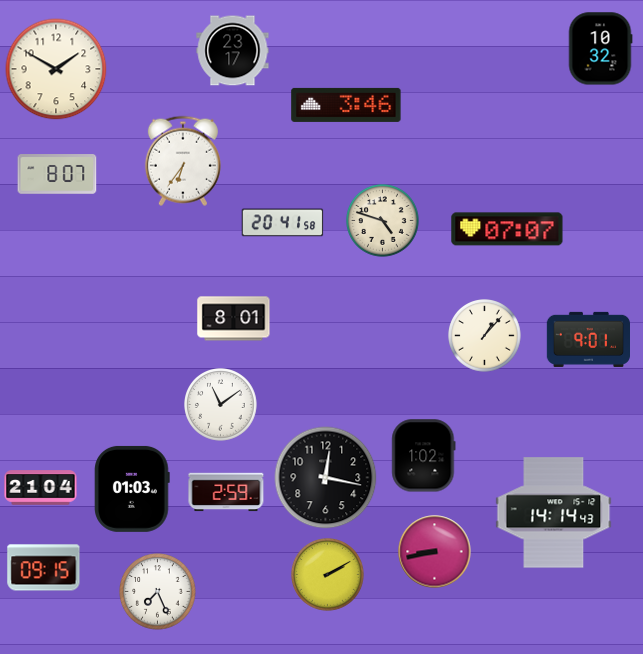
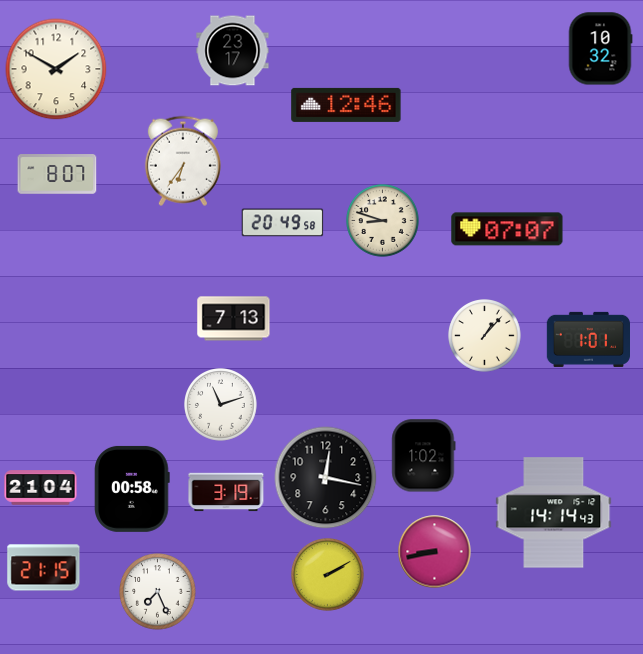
clock at (346, 105): 3:46 -> 12:46
clock at (383, 221): 4:48 -> 8:48
clock at (283, 223): 20:41 -> 20:49
clock at (234, 319): 8:01 -> 7:13
clock at (588, 339): 9:01 -> 1:01
clock at (221, 405): 11:09 -> 11:12
clock at (132, 489): 01:03 -> 00:58
clock at (226, 492): 2:59 -> 3:19
clock at (44, 568): 09:15 -> 21:15
